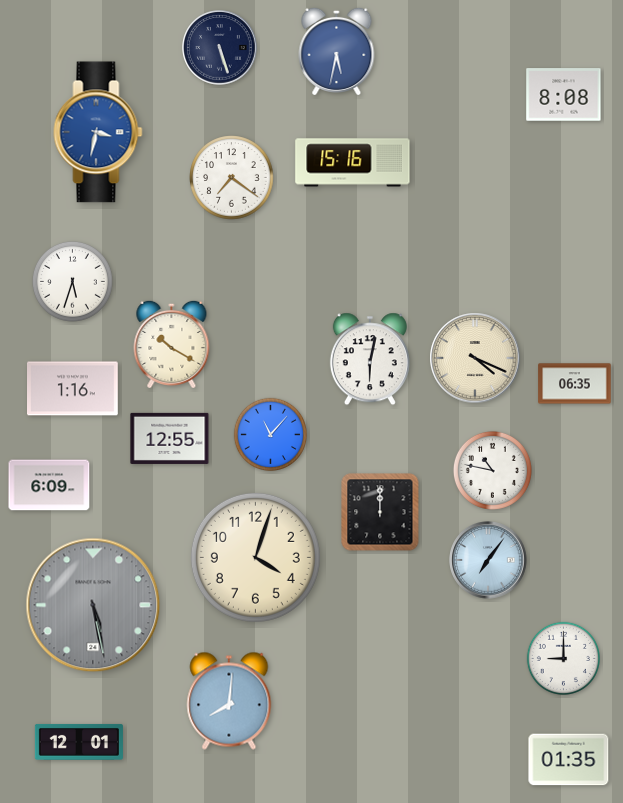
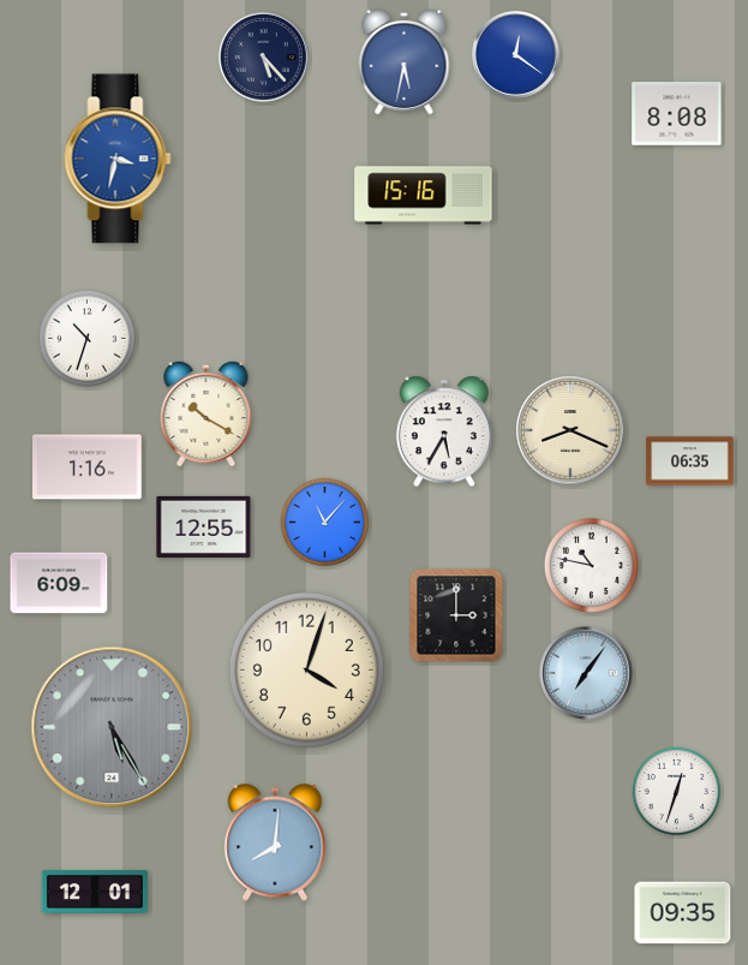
clock at (516, 55): none -> 12:21
clock at (220, 48): 5:27 -> 5:23
clock at (232, 178): 7:21 -> none
clock at (72, 281): 5:33 -> 10:33
clock at (475, 358): 4:19 -> 8:19
clock at (370, 359): 6:02 -> 5:35
clock at (380, 512): 12:00 -> 3:00
clock at (93, 605): 5:28 -> 5:25
clock at (563, 658): 9:00 -> 12:33
clock at (569, 760): 01:35 -> 09:35
